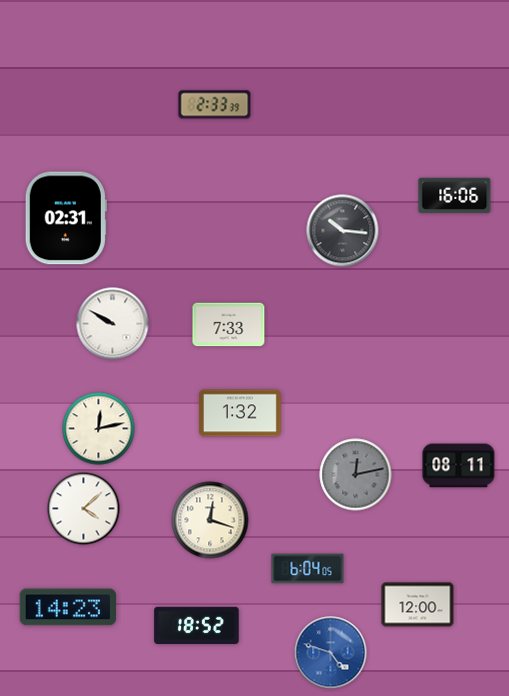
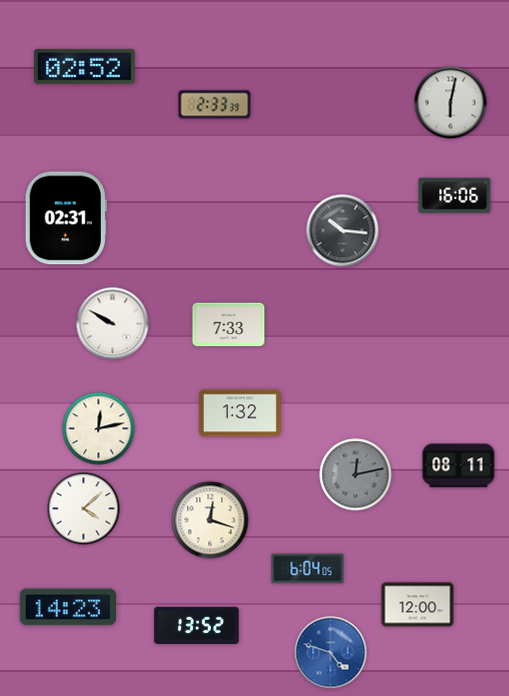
clock at (85, 66): none -> 02:52
clock at (451, 103): none -> 6:02
clock at (197, 625): 18:52 -> 13:52
